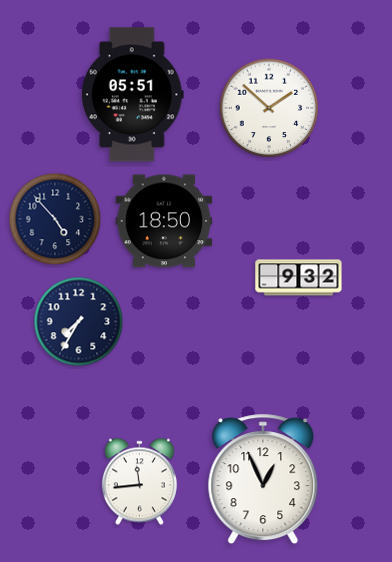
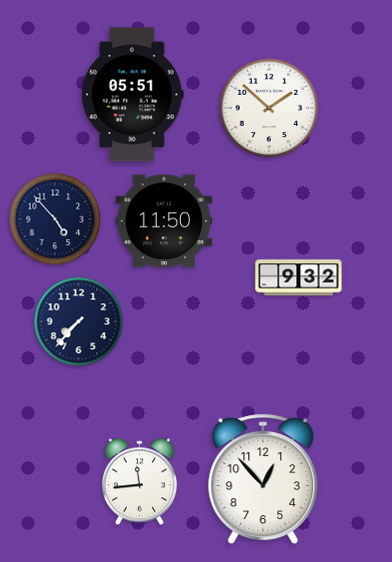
clock at (164, 221): 18:50 -> 11:50
clock at (79, 322): 7:35 -> 7:37
clock at (263, 479): 12:56 -> 12:53
